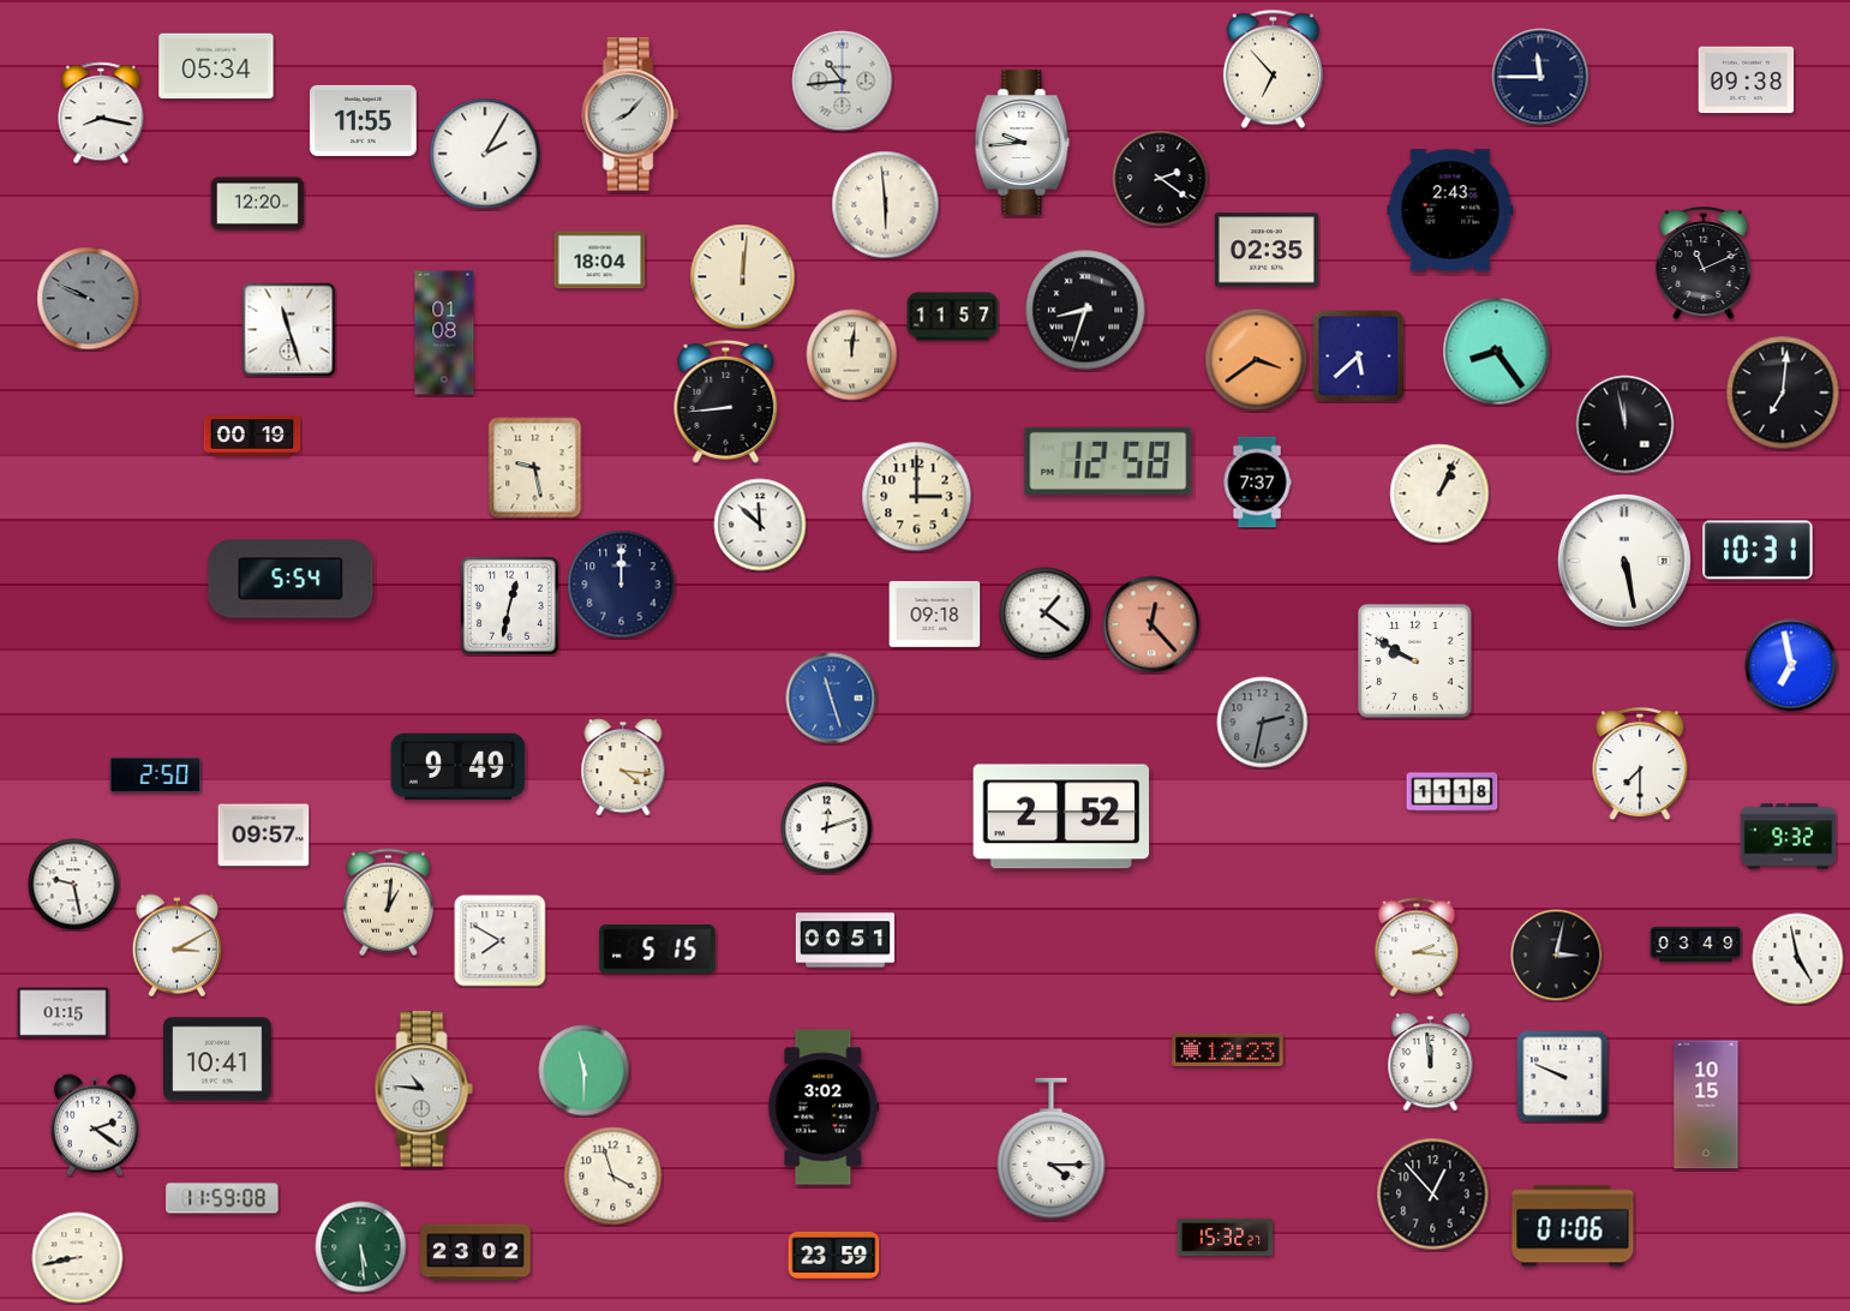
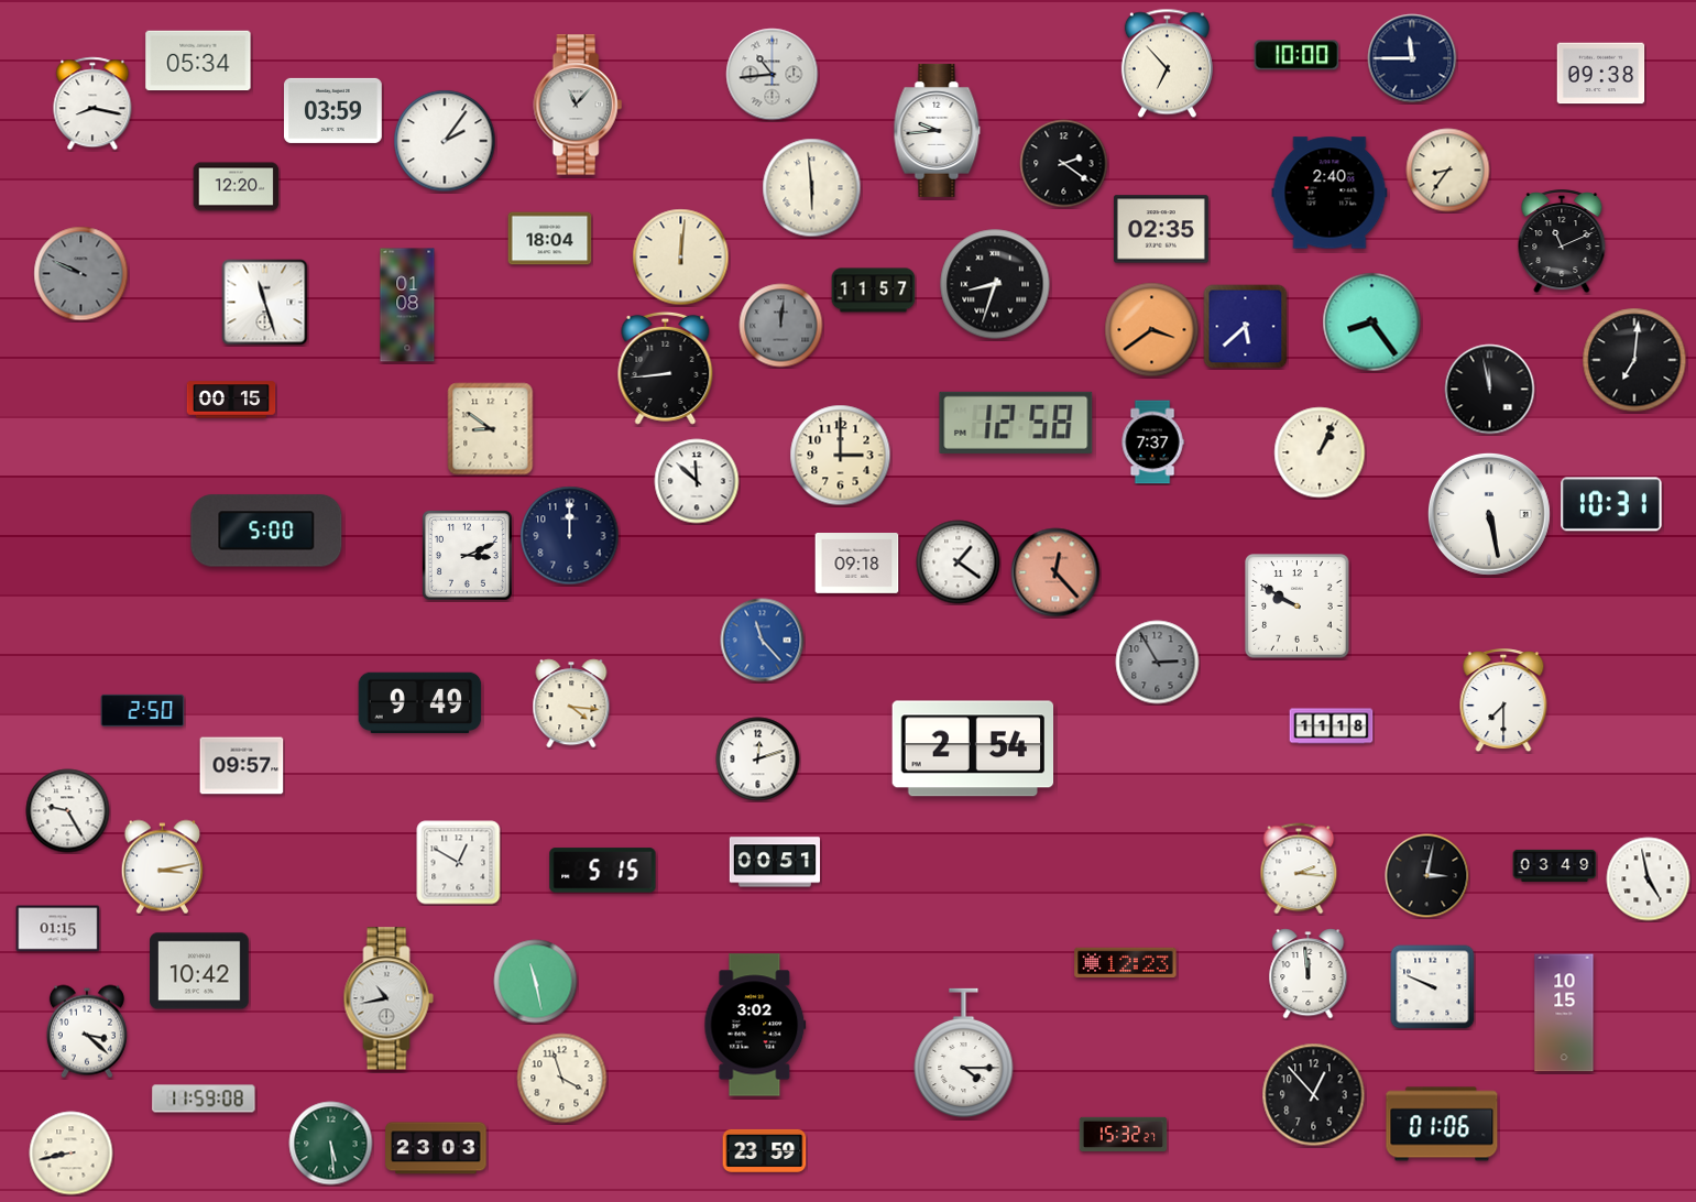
clock at (1296, 55): none -> 10:00
clock at (1540, 77) position: (1540, 77) -> (1412, 58)
clock at (630, 114): 8:07 -> 11:07
clock at (364, 120): 11:55 -> 03:59
clock at (485, 154): 2:05 -> 2:06
clock at (1448, 171): none -> 8:36
clock at (1450, 210): 2:43 -> 2:40
clock at (743, 277) position: (743, 277) -> (681, 258)
clock at (852, 355) dial: cream -> grey
clock at (252, 436): 00:19 -> 00:15
clock at (535, 468): 9:28 -> 8:51
clock at (291, 579): 5:54 -> 5:00
clock at (509, 605): 12:32 -> 3:11
clock at (1791, 665): 6:58 -> none
clock at (832, 699): 11:27 -> 11:23
clock at (1263, 723): 2:32 -> 2:55
clock at (1061, 816): 2:52 -> 2:54
clock at (1789, 837): 9:32 -> none
clock at (74, 885): 9:28 -> 9:25
clock at (388, 903): 1:01 -> none
clock at (501, 941): 7:50 -> 12:50
clock at (176, 946): 3:10 -> 3:13
clock at (217, 1059): 10:41 -> 10:42
clock at (1431, 1062) position: (1431, 1062) -> (1309, 974)
clock at (585, 1071): 11:30 -> 11:28
clock at (424, 1089): 10:46 -> 10:43
clock at (824, 1107) position: (824, 1107) -> (755, 1025)
clock at (95, 1125): 2:21 -> 3:22
clock at (475, 1252): 23:02 -> 23:03
